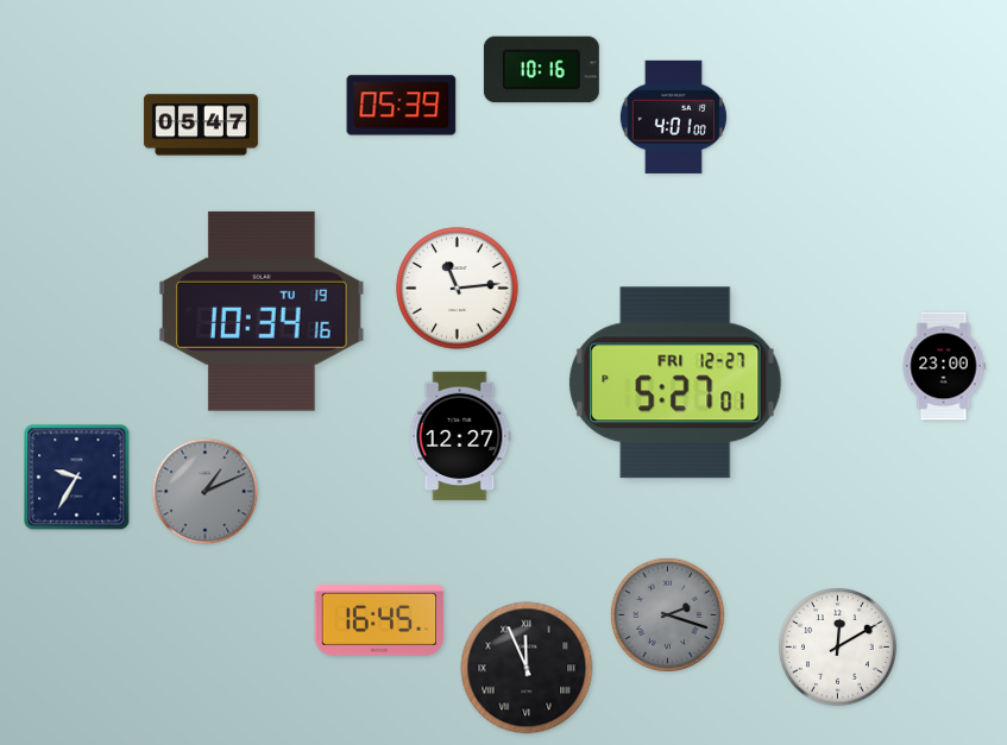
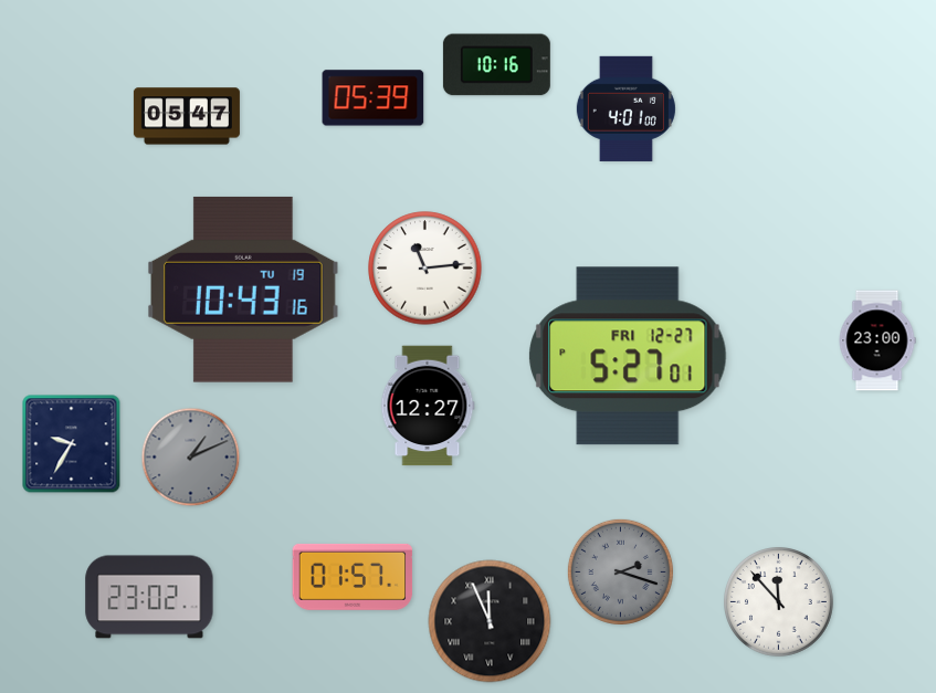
clock at (541, 70) position: (541, 70) -> (496, 65)
clock at (262, 311): 10:34 -> 10:43
clock at (379, 620): 16:45 -> 01:57
clock at (149, 597): none -> 23:02
clock at (838, 648): 12:10 -> 11:53
